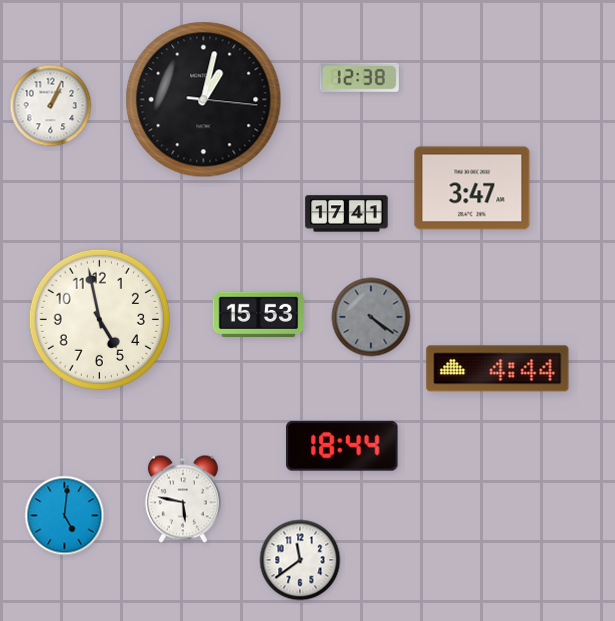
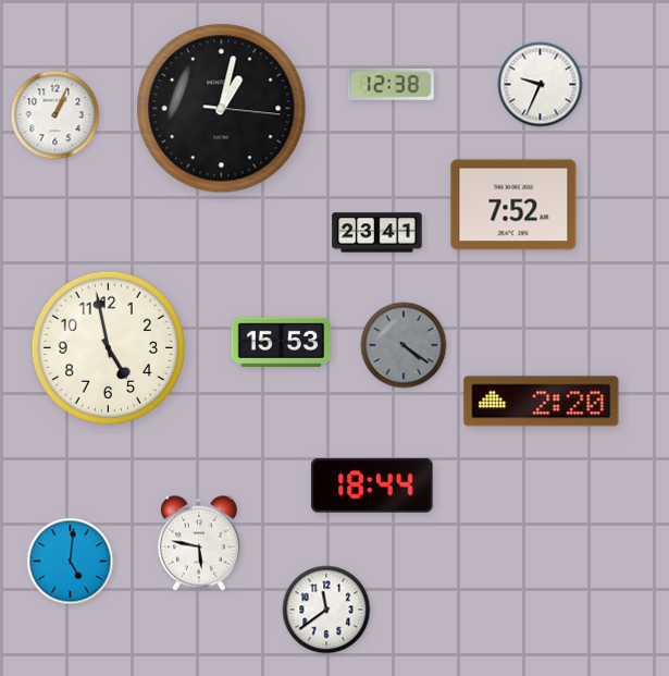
clock at (541, 85): none -> 9:34
clock at (472, 188): 3:47 -> 7:52
clock at (347, 214): 17:41 -> 23:41
clock at (498, 369): 4:44 -> 2:20
